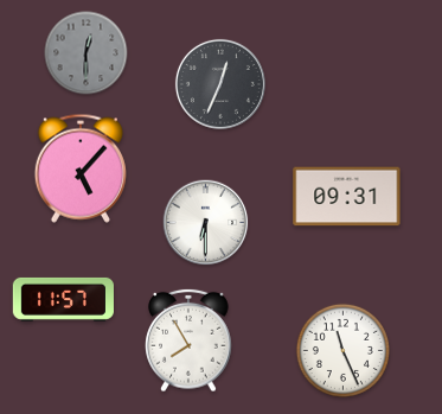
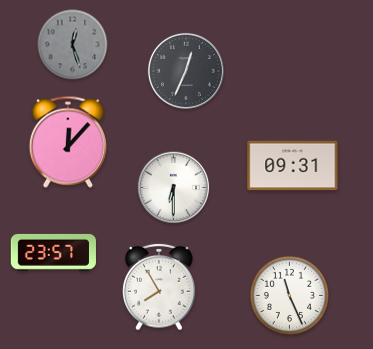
clock at (87, 53): 12:30 -> 12:27
clock at (81, 168): 5:07 -> 12:07
clock at (63, 299): 11:57 -> 23:57
